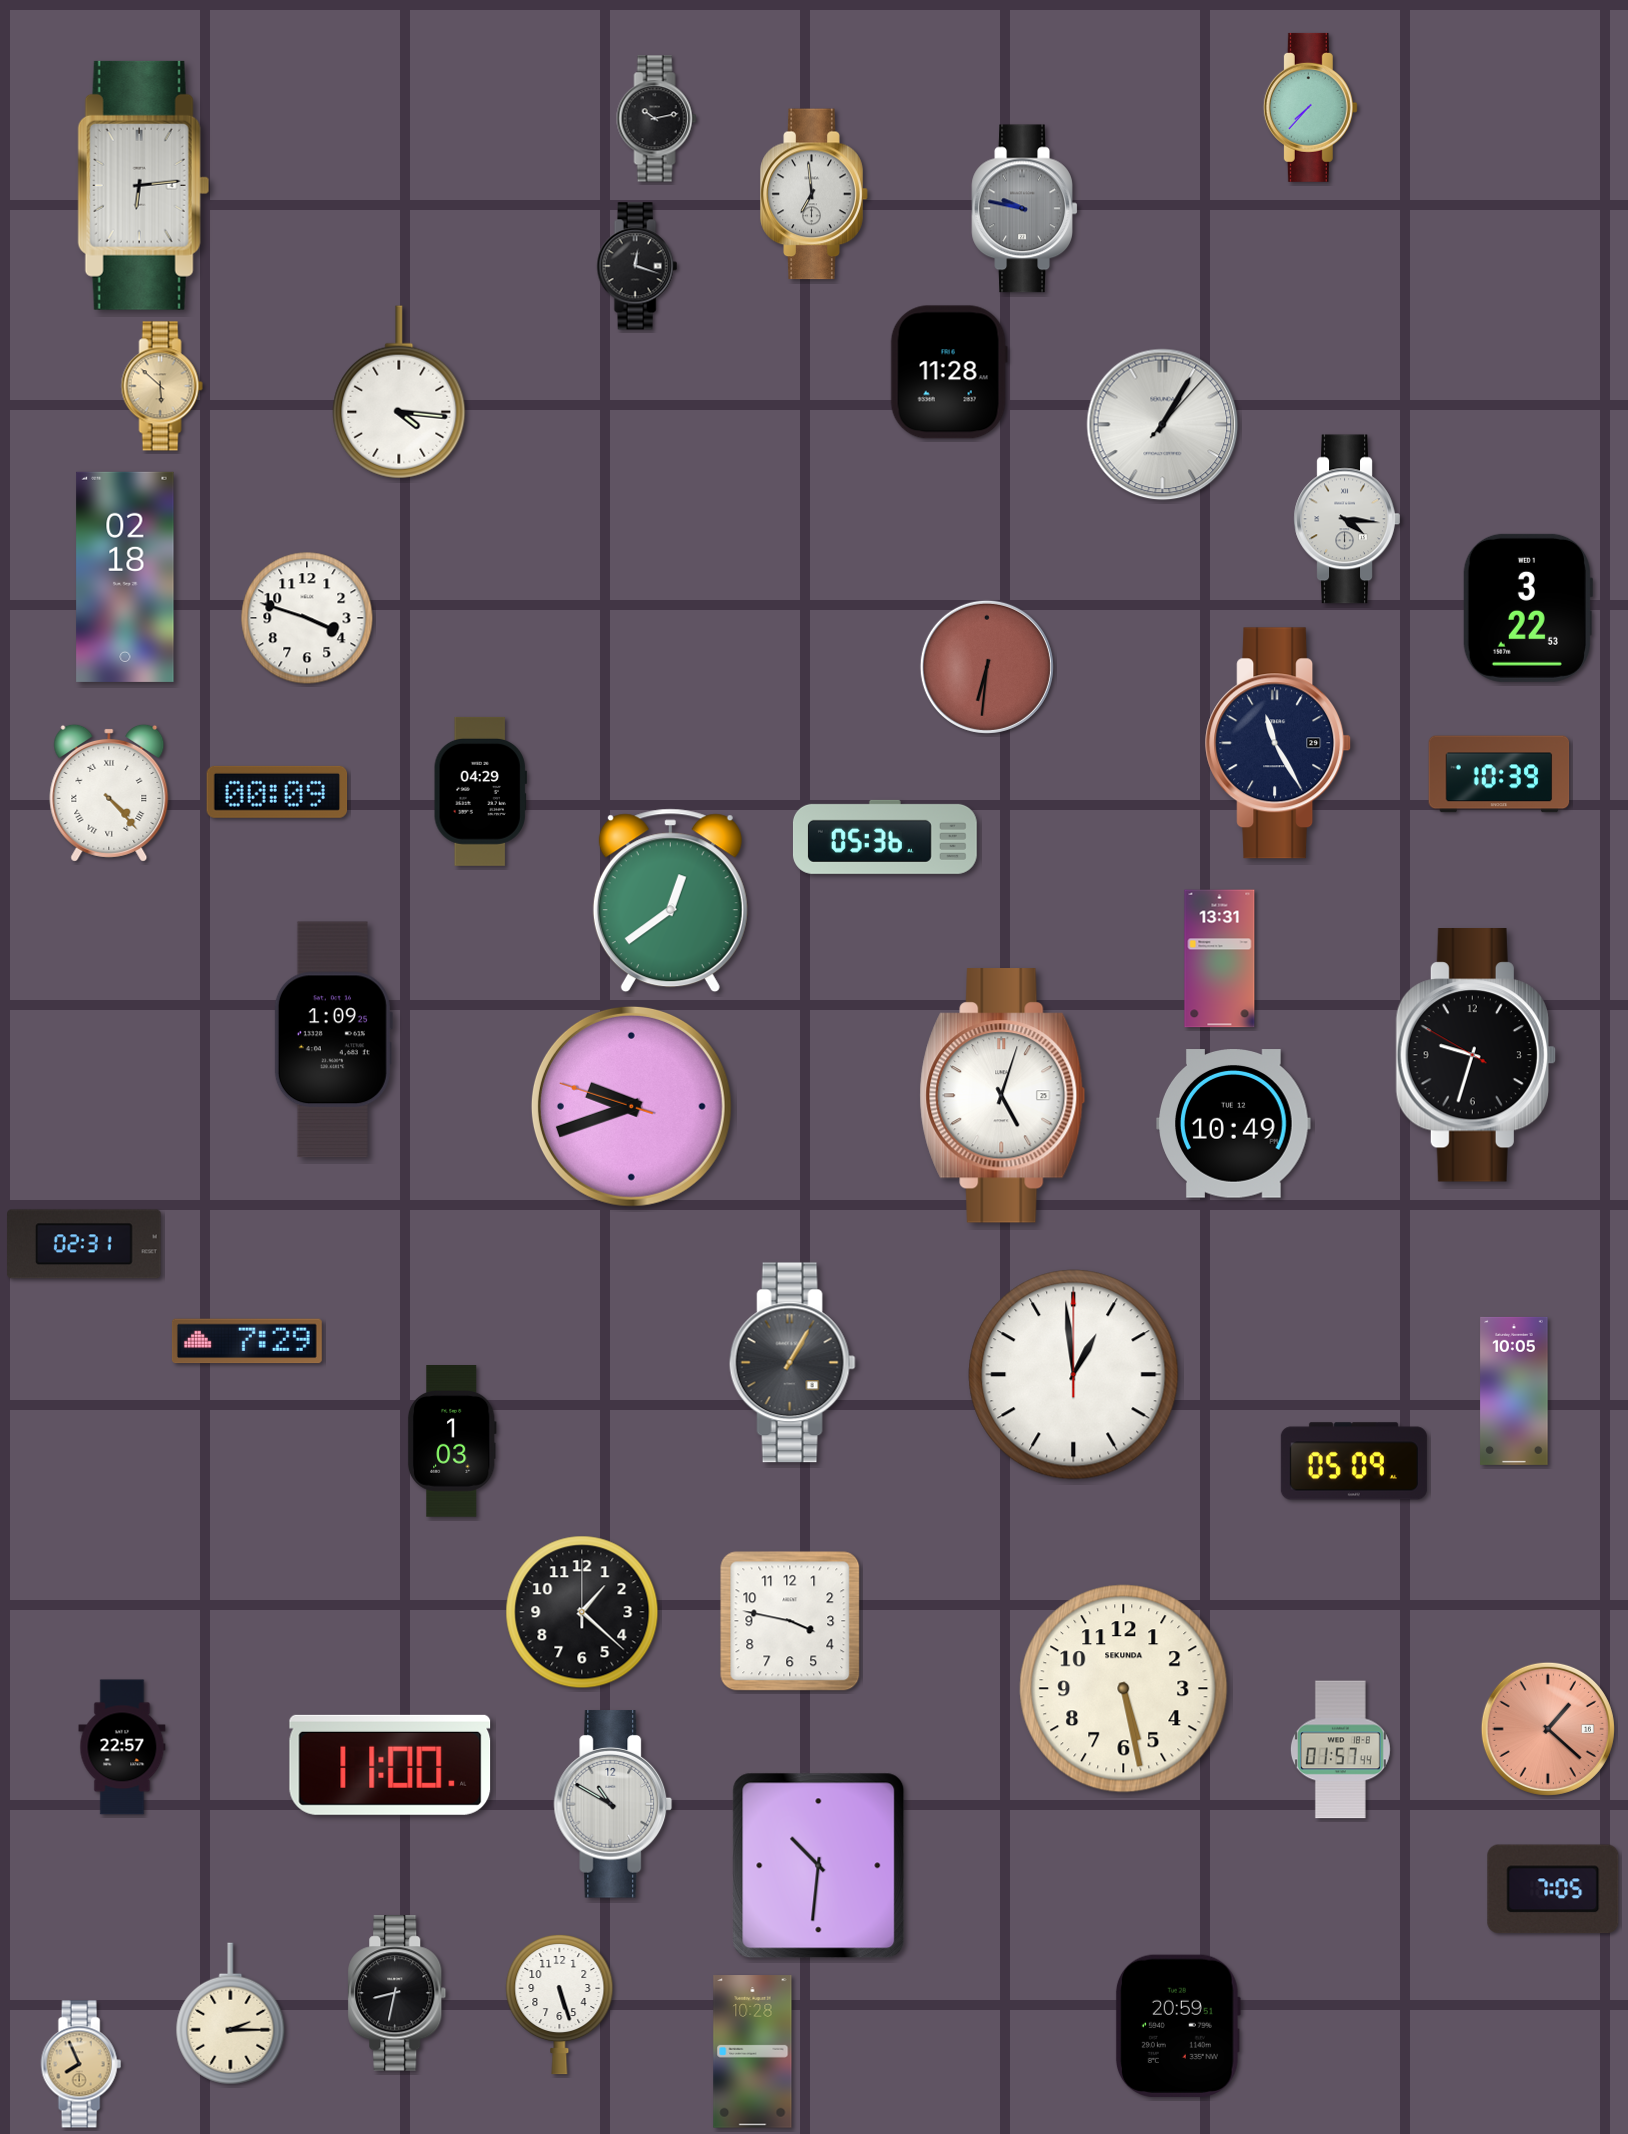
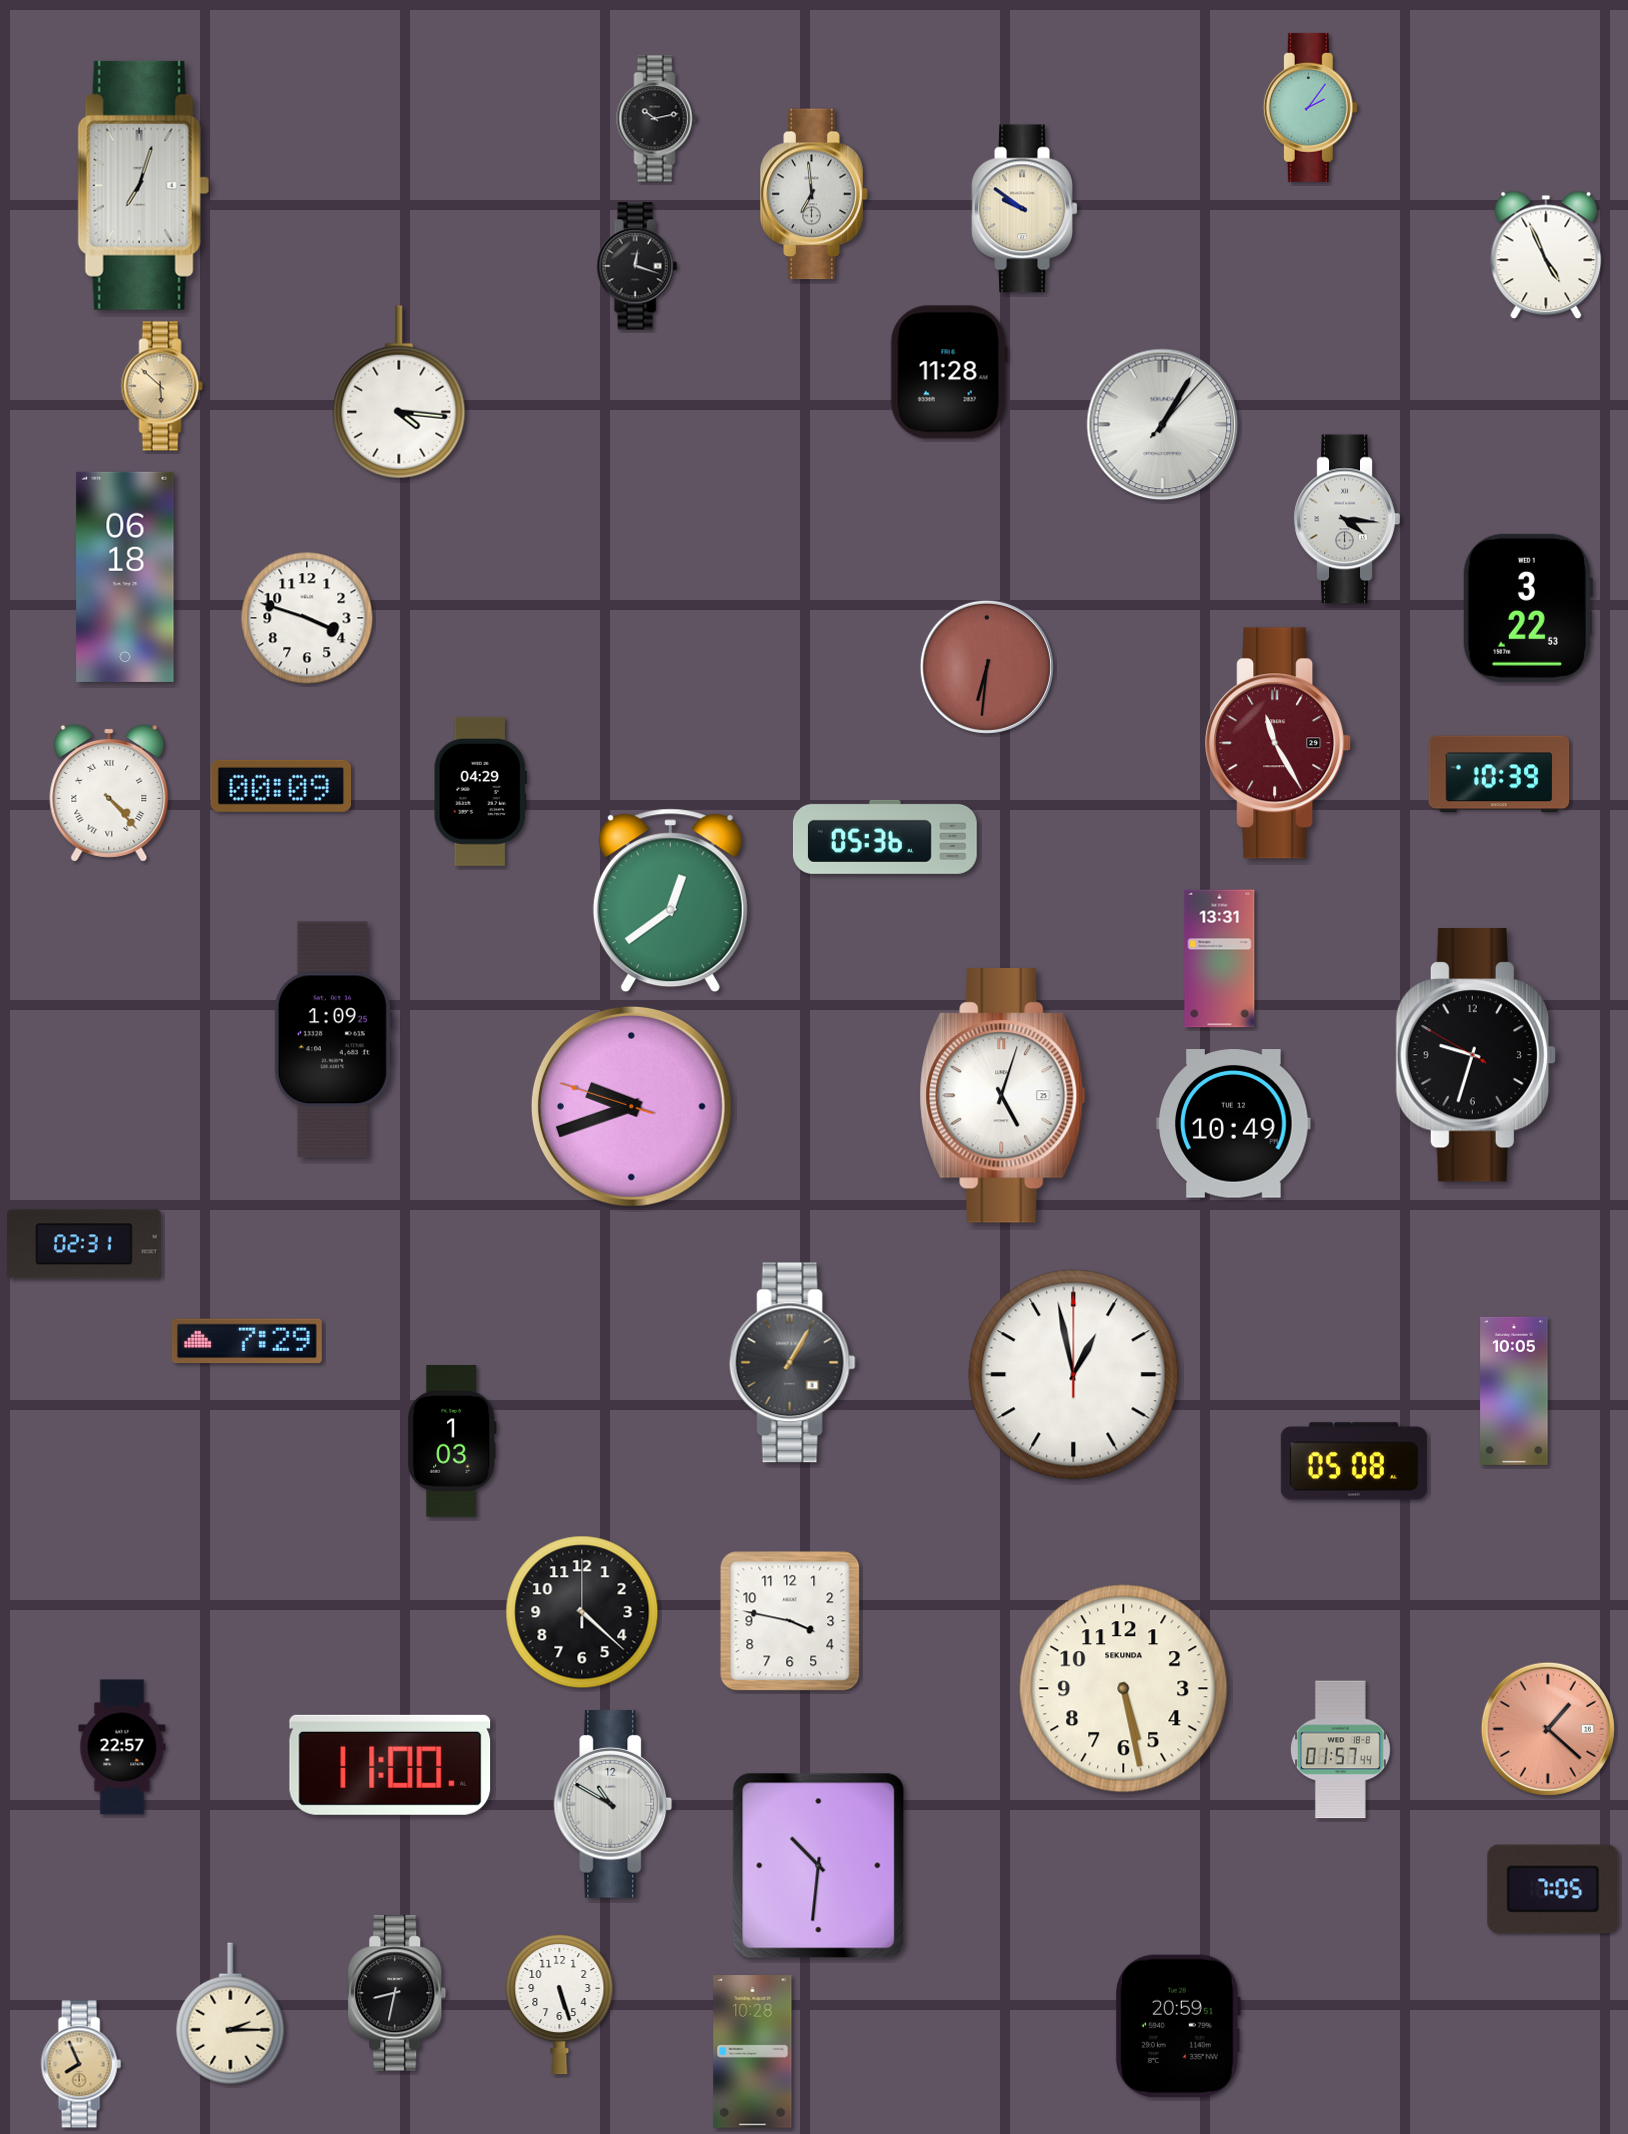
clock at (1310, 107): 7:37 -> 2:06
clock at (144, 185): 6:14 -> 7:03
clock at (1025, 209): 9:47 -> 9:51
clock at (1025, 209) dial: grey -> cream
clock at (1546, 255): none -> 4:56
clock at (125, 577): 02:18 -> 06:18
clock at (1279, 743) dial: navy -> burgundy
clock at (277, 792) position: (277, 792) -> (281, 786)
clock at (1074, 1375): 12:59 -> 12:58
clock at (1354, 1461): 05:09 -> 05:08
clock at (582, 1612): 1:22 -> 4:22
